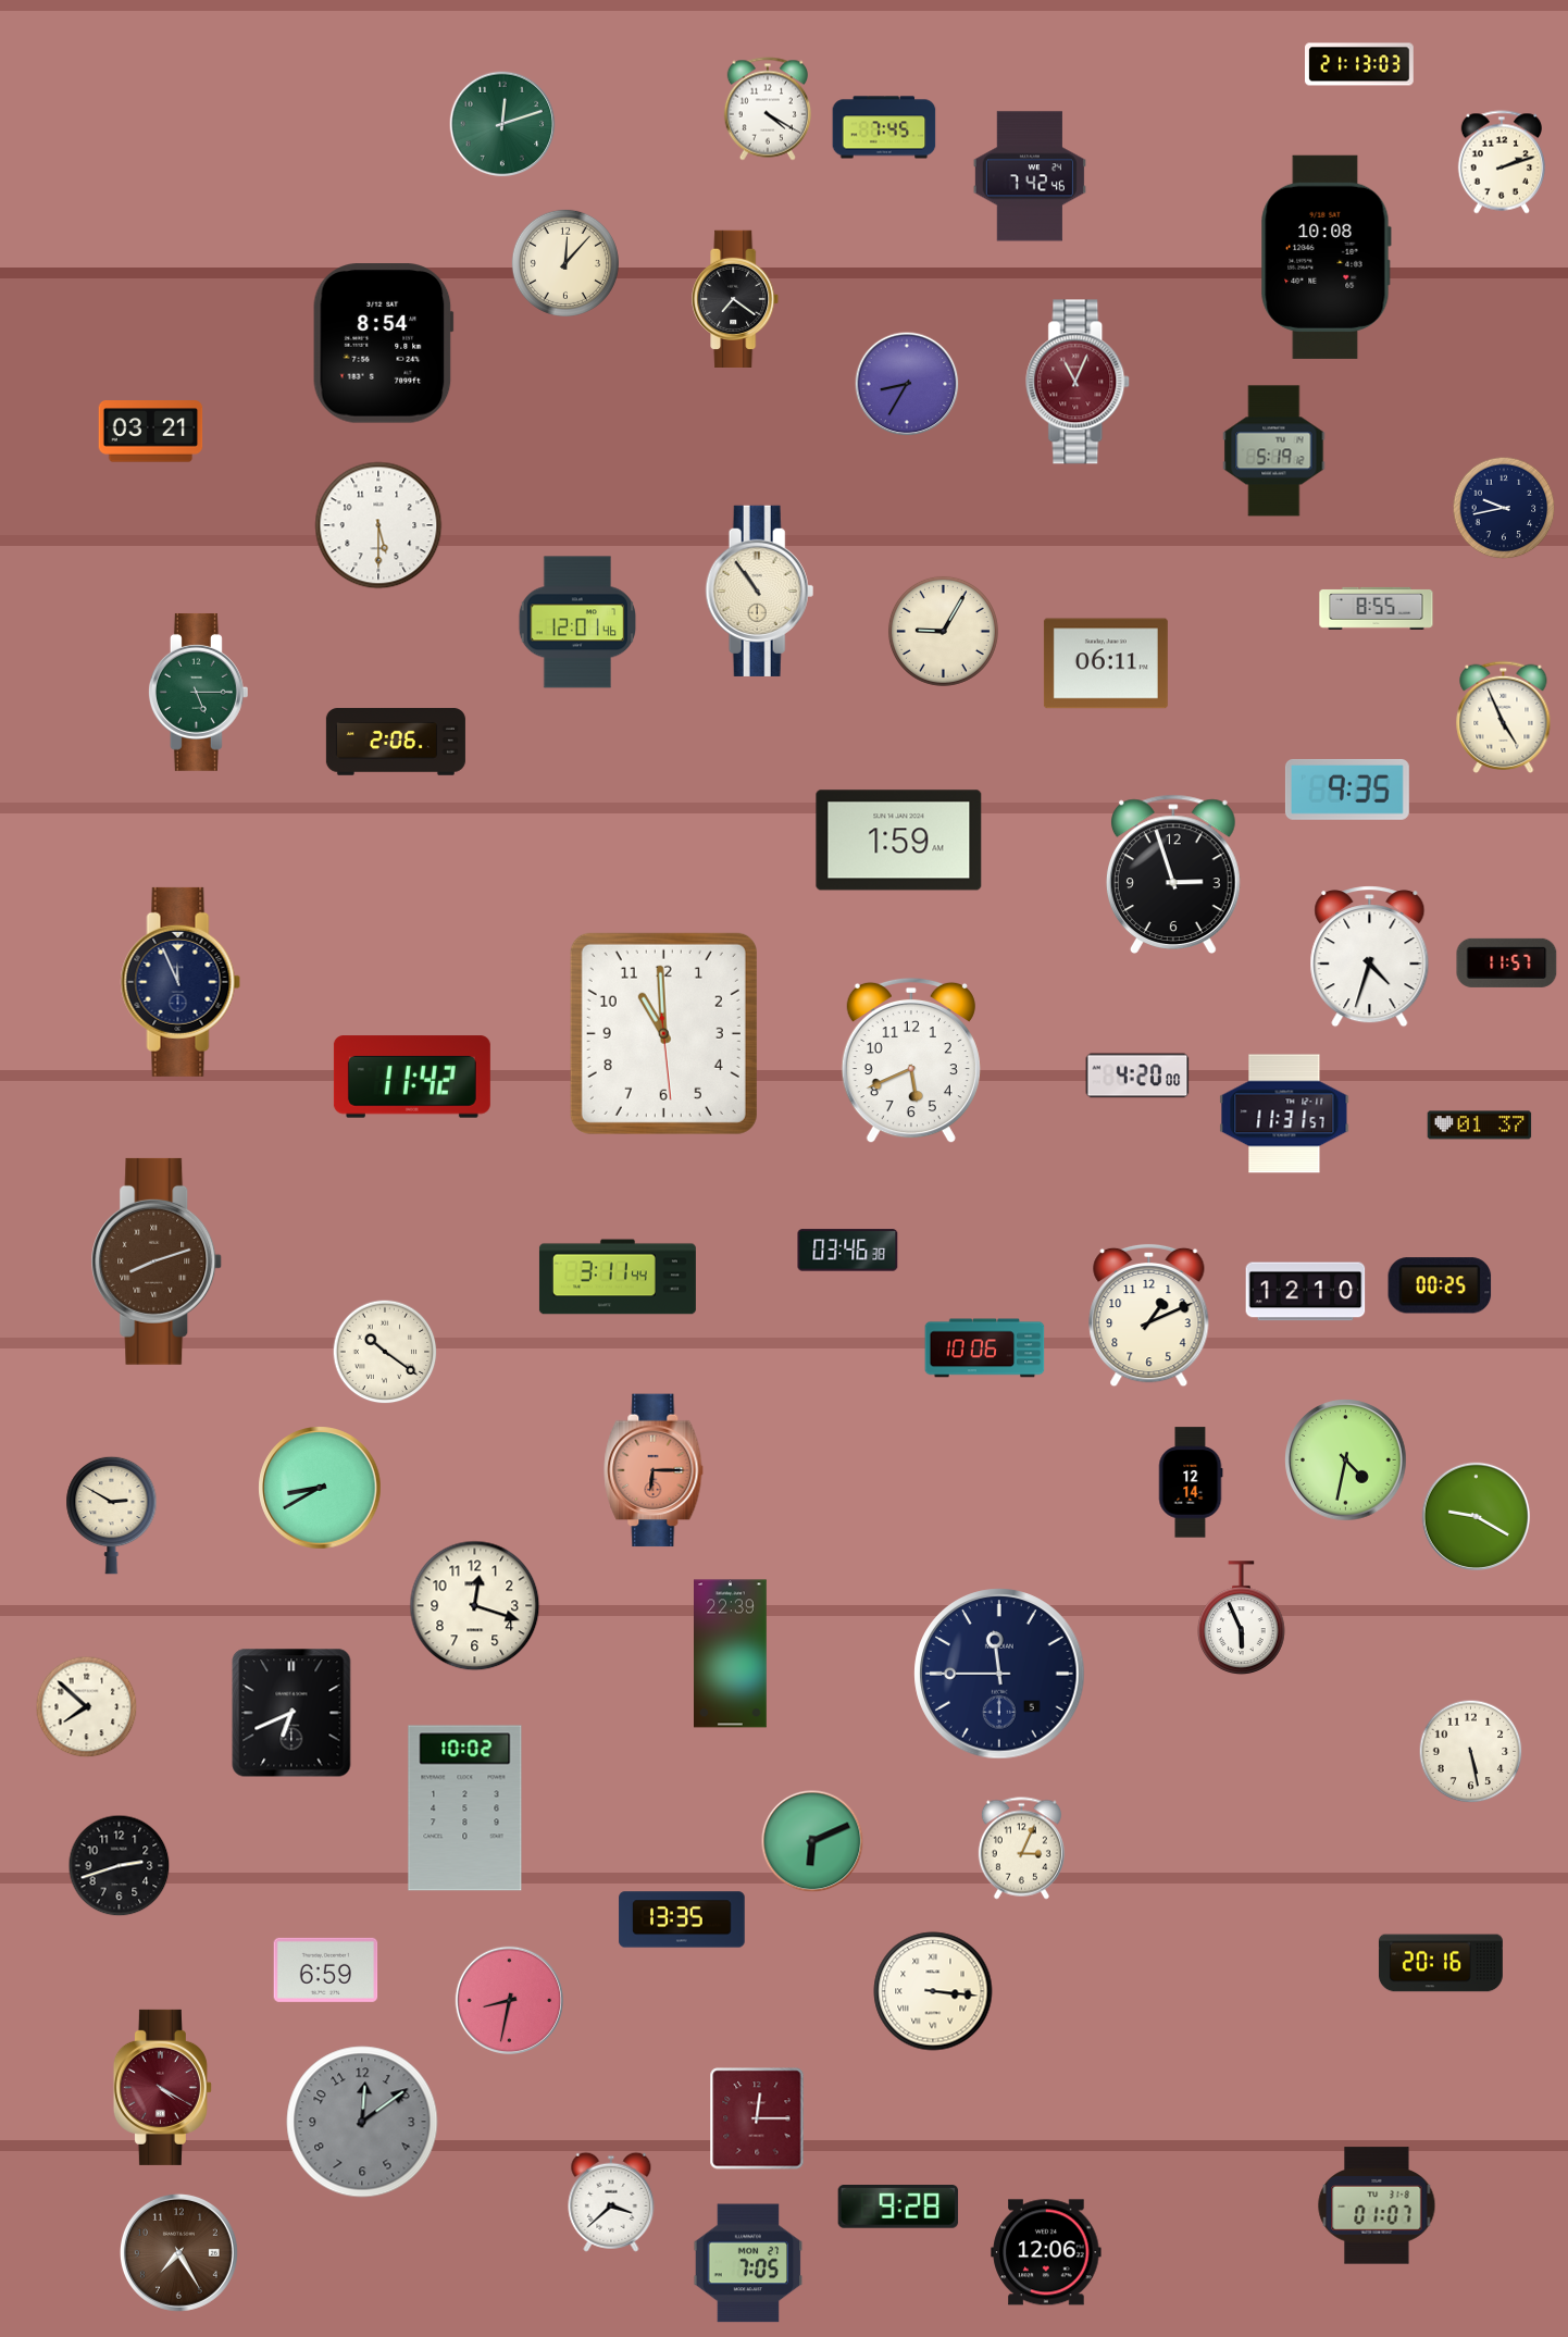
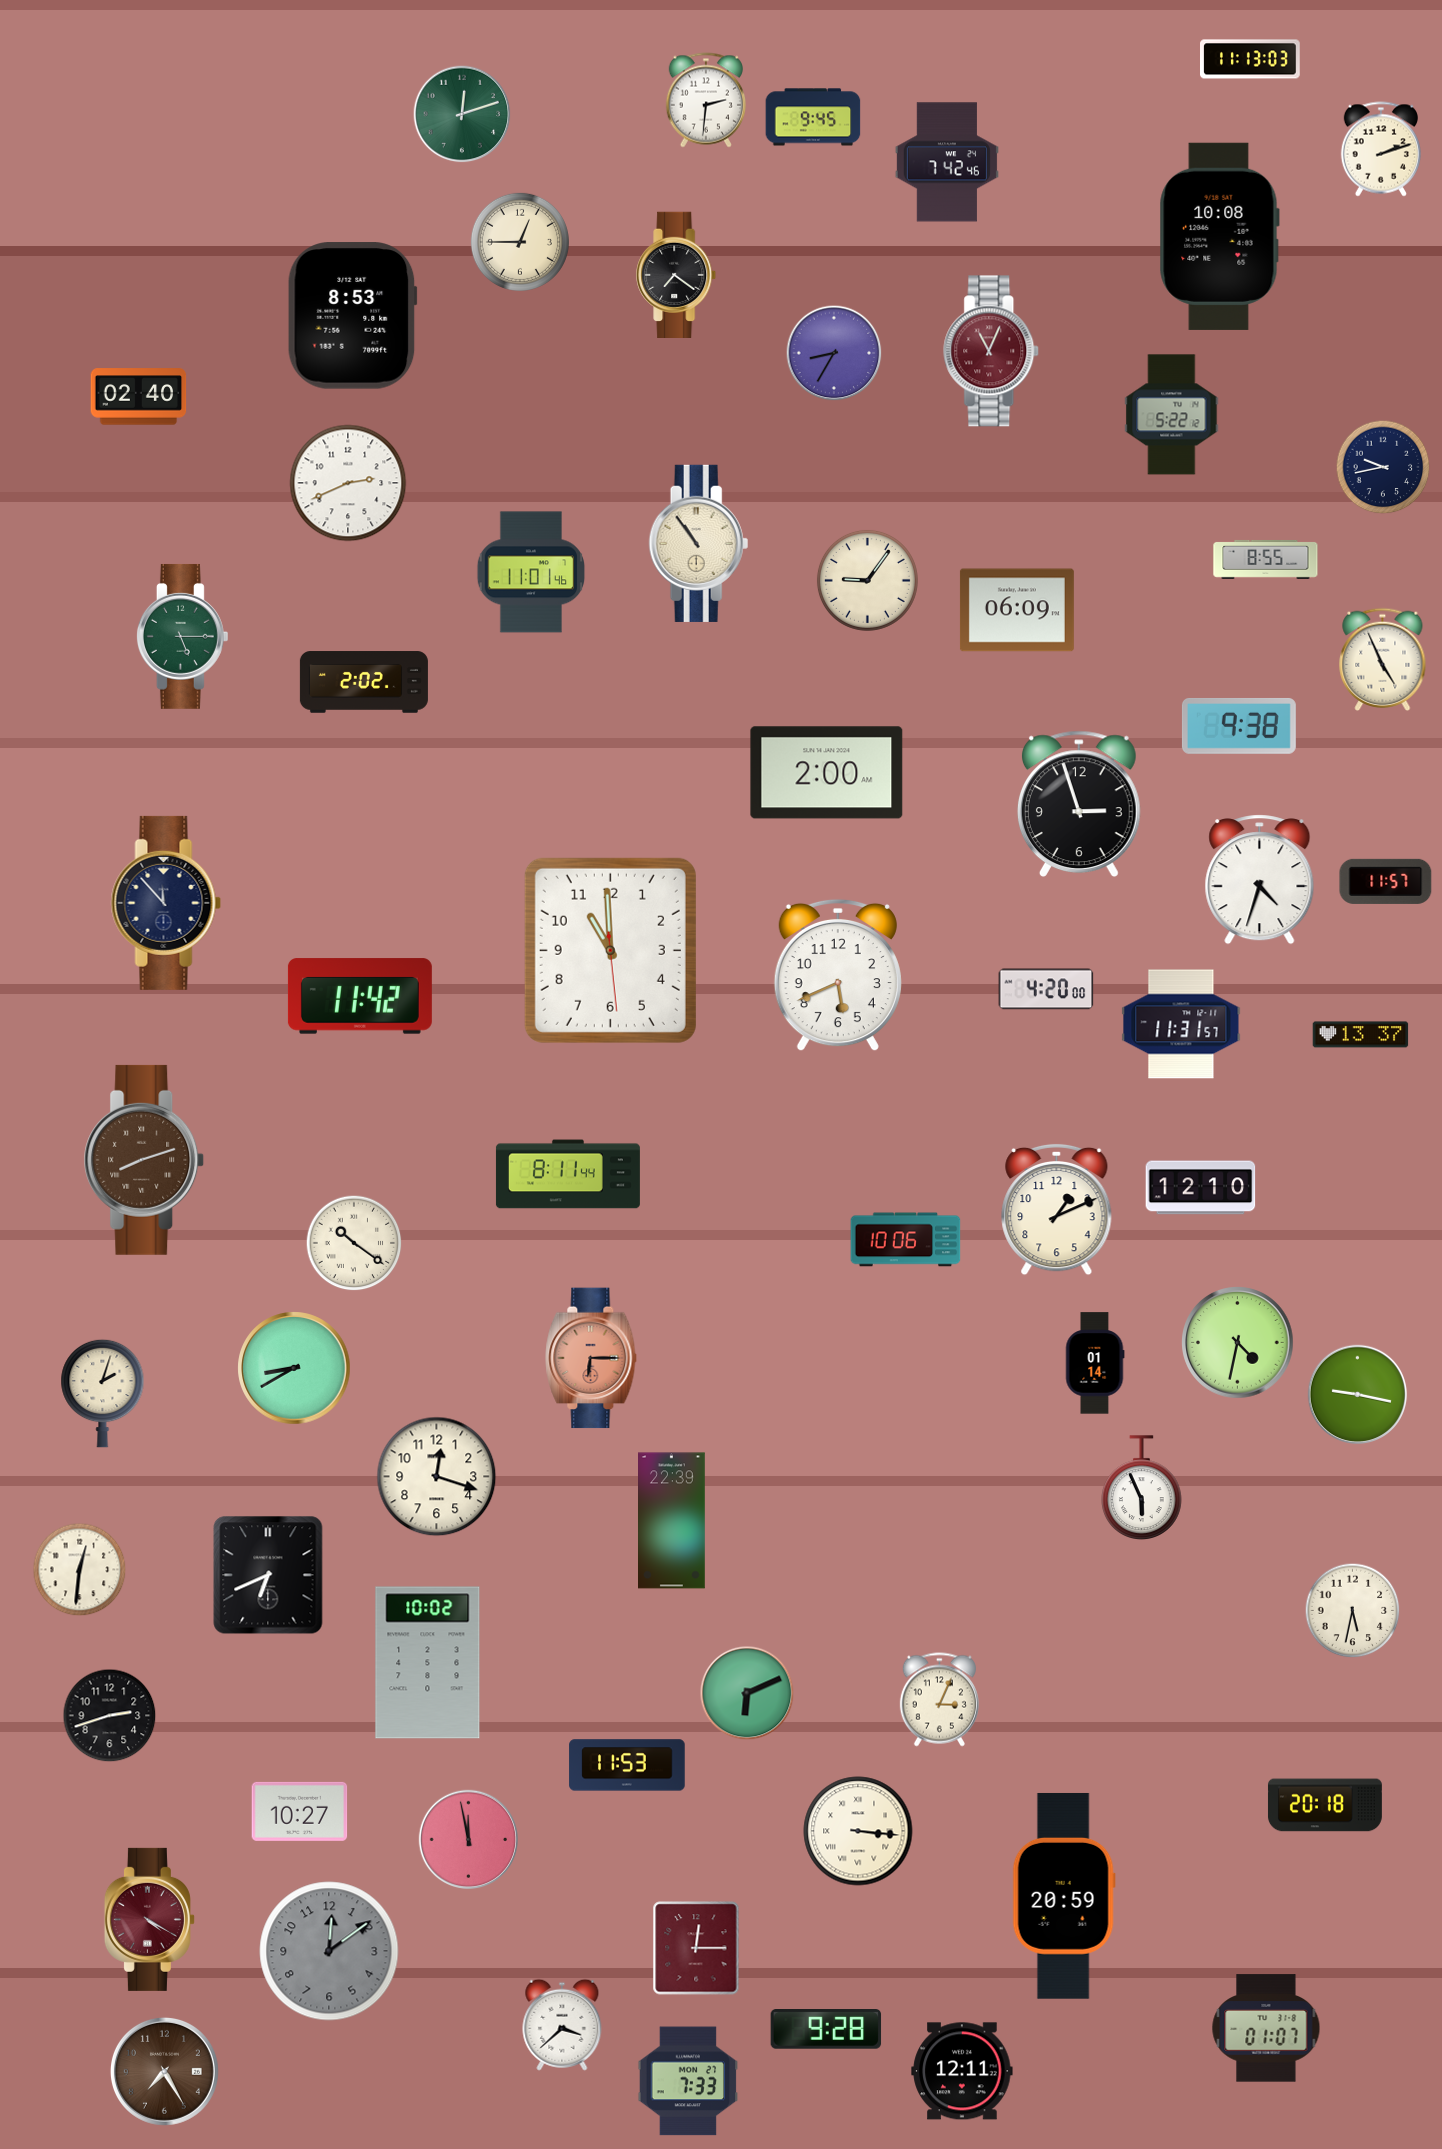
clock at (1360, 64): 21:13 -> 11:13
clock at (767, 109): 4:20 -> 2:31
clock at (884, 127): 7:45 -> 9:45
clock at (565, 263): 12:07 -> 12:45
clock at (383, 344): 8:54 -> 8:53
clock at (151, 432): 03:21 -> 02:40
clock at (1274, 451): 5:19 -> 5:22
clock at (378, 525): 5:30 -> 2:41
clock at (577, 622): 12:01 -> 11:01
clock at (943, 631): 9:05 -> 9:06
clock at (1106, 663): 06:11 -> 06:09
clock at (396, 742): 2:06 -> 2:02
clock at (1347, 790): 9:35 -> 9:38
clock at (899, 841): 1:59 -> 2:00
clock at (1507, 962) position: (1507, 962) -> (1386, 881)
clock at (181, 982): 11:56 -> 11:53
clock at (412, 1077) position: (412, 1077) -> (360, 996)
clock at (1480, 1126): 01:37 -> 13:37
clock at (848, 1251): 03:46 -> none
clock at (618, 1277): 3:11 -> 8:11
clock at (1440, 1285): 00:25 -> none
clock at (654, 1470) position: (654, 1470) -> (591, 1358)
clock at (1191, 1482): 12:14 -> 01:14
clock at (112, 1515): 2:50 -> 2:03
clock at (1477, 1517): 9:20 -> 9:17
clock at (999, 1674): 11:45 -> none
clock at (87, 1707): 7:52 -> 12:31
clock at (1471, 1752): 5:28 -> 5:32
clock at (682, 1919): 13:35 -> 11:53
clock at (1441, 1963): 20:16 -> 20:18
clock at (326, 1969): 6:59 -> 10:27
clock at (510, 2001): 8:32 -> 11:58
clock at (1064, 1896): none -> 20:59
clock at (362, 2122) position: (362, 2122) -> (329, 1951)
clock at (1046, 2252): 12:06 -> 12:11
clock at (748, 2263): 7:05 -> 7:33
